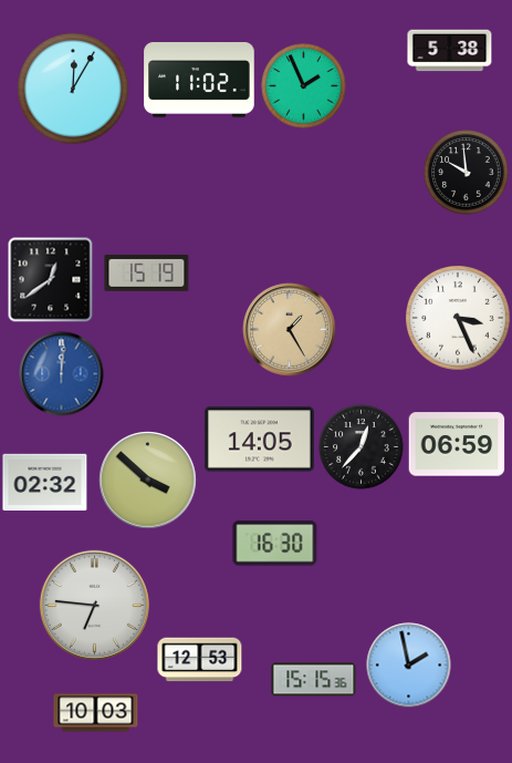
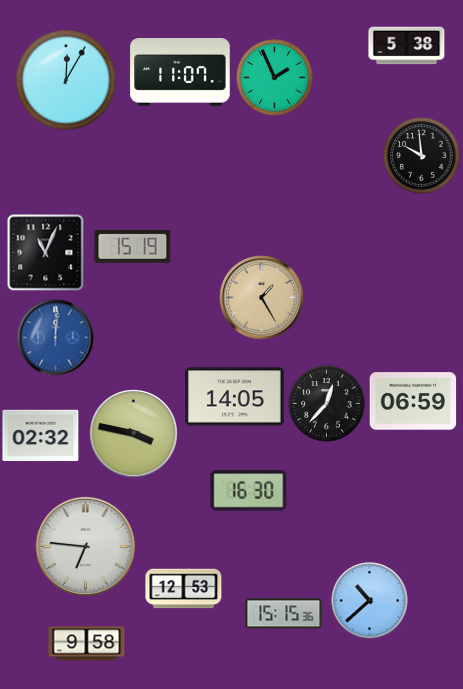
clock at (199, 81): 11:02 -> 11:07
clock at (51, 280): 12:39 -> 11:04
clock at (459, 319): 3:26 -> none
clock at (148, 481): 3:52 -> 3:47
clock at (200, 660) position: (200, 660) -> (184, 589)
clock at (409, 666): 1:58 -> 10:38
clock at (96, 713): 10:03 -> 9:58
